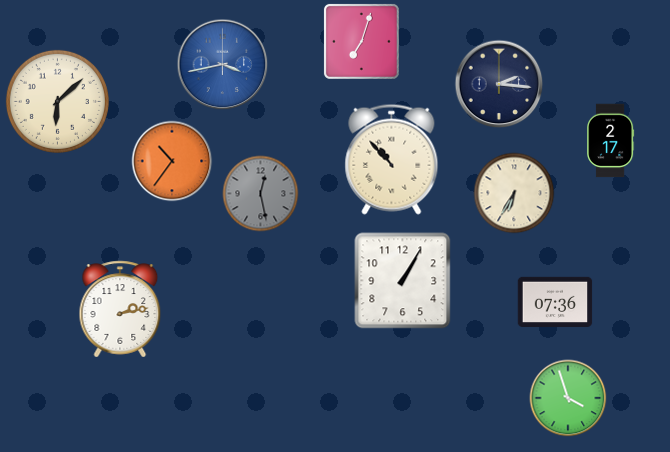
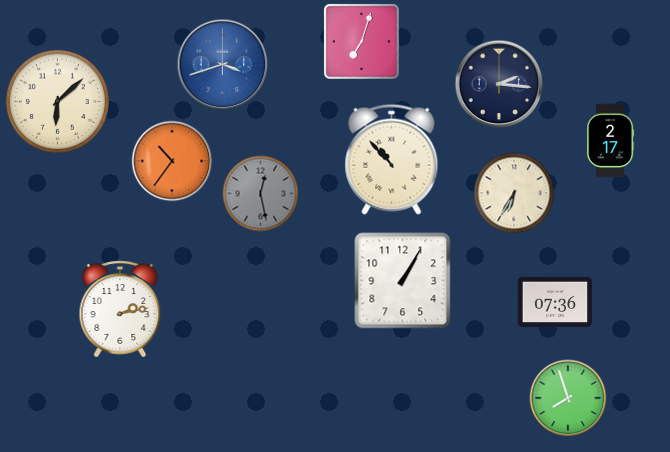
clock at (223, 65): 3:43 -> 3:42
clock at (568, 398): 3:57 -> 7:57
